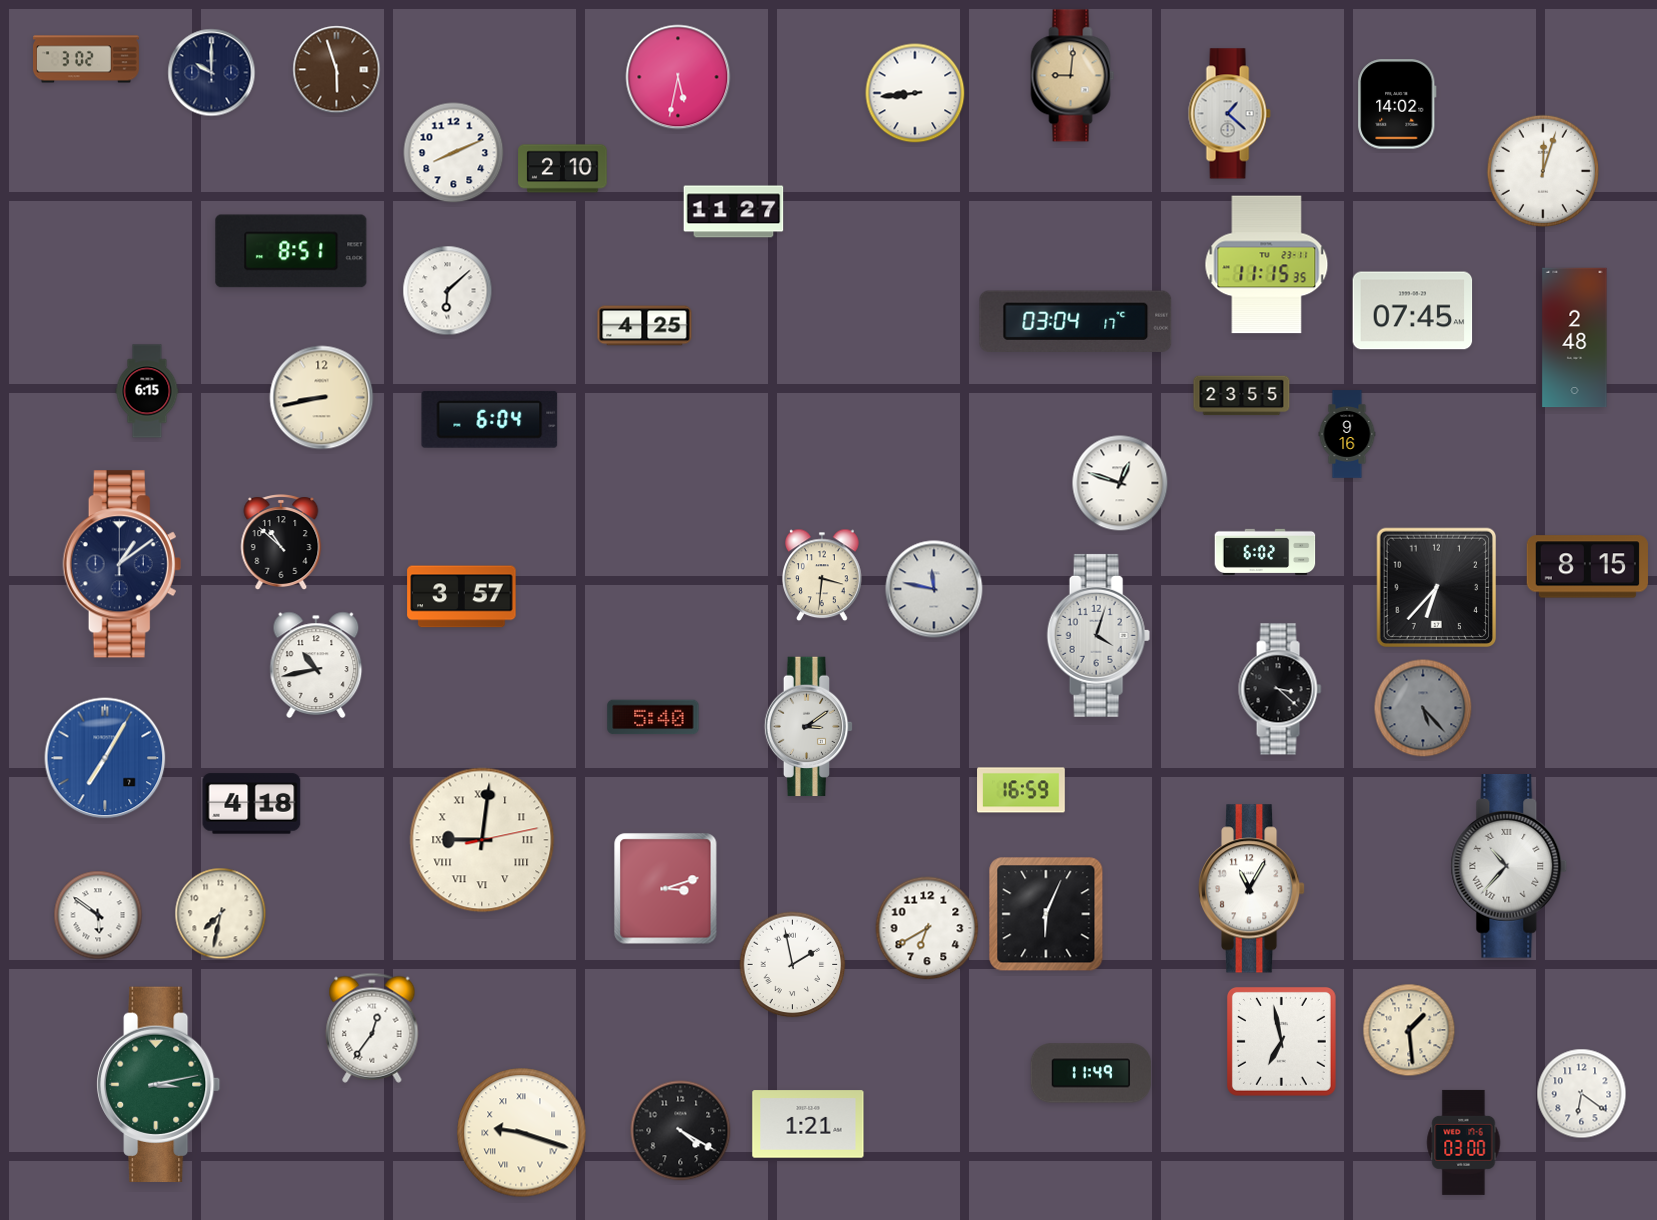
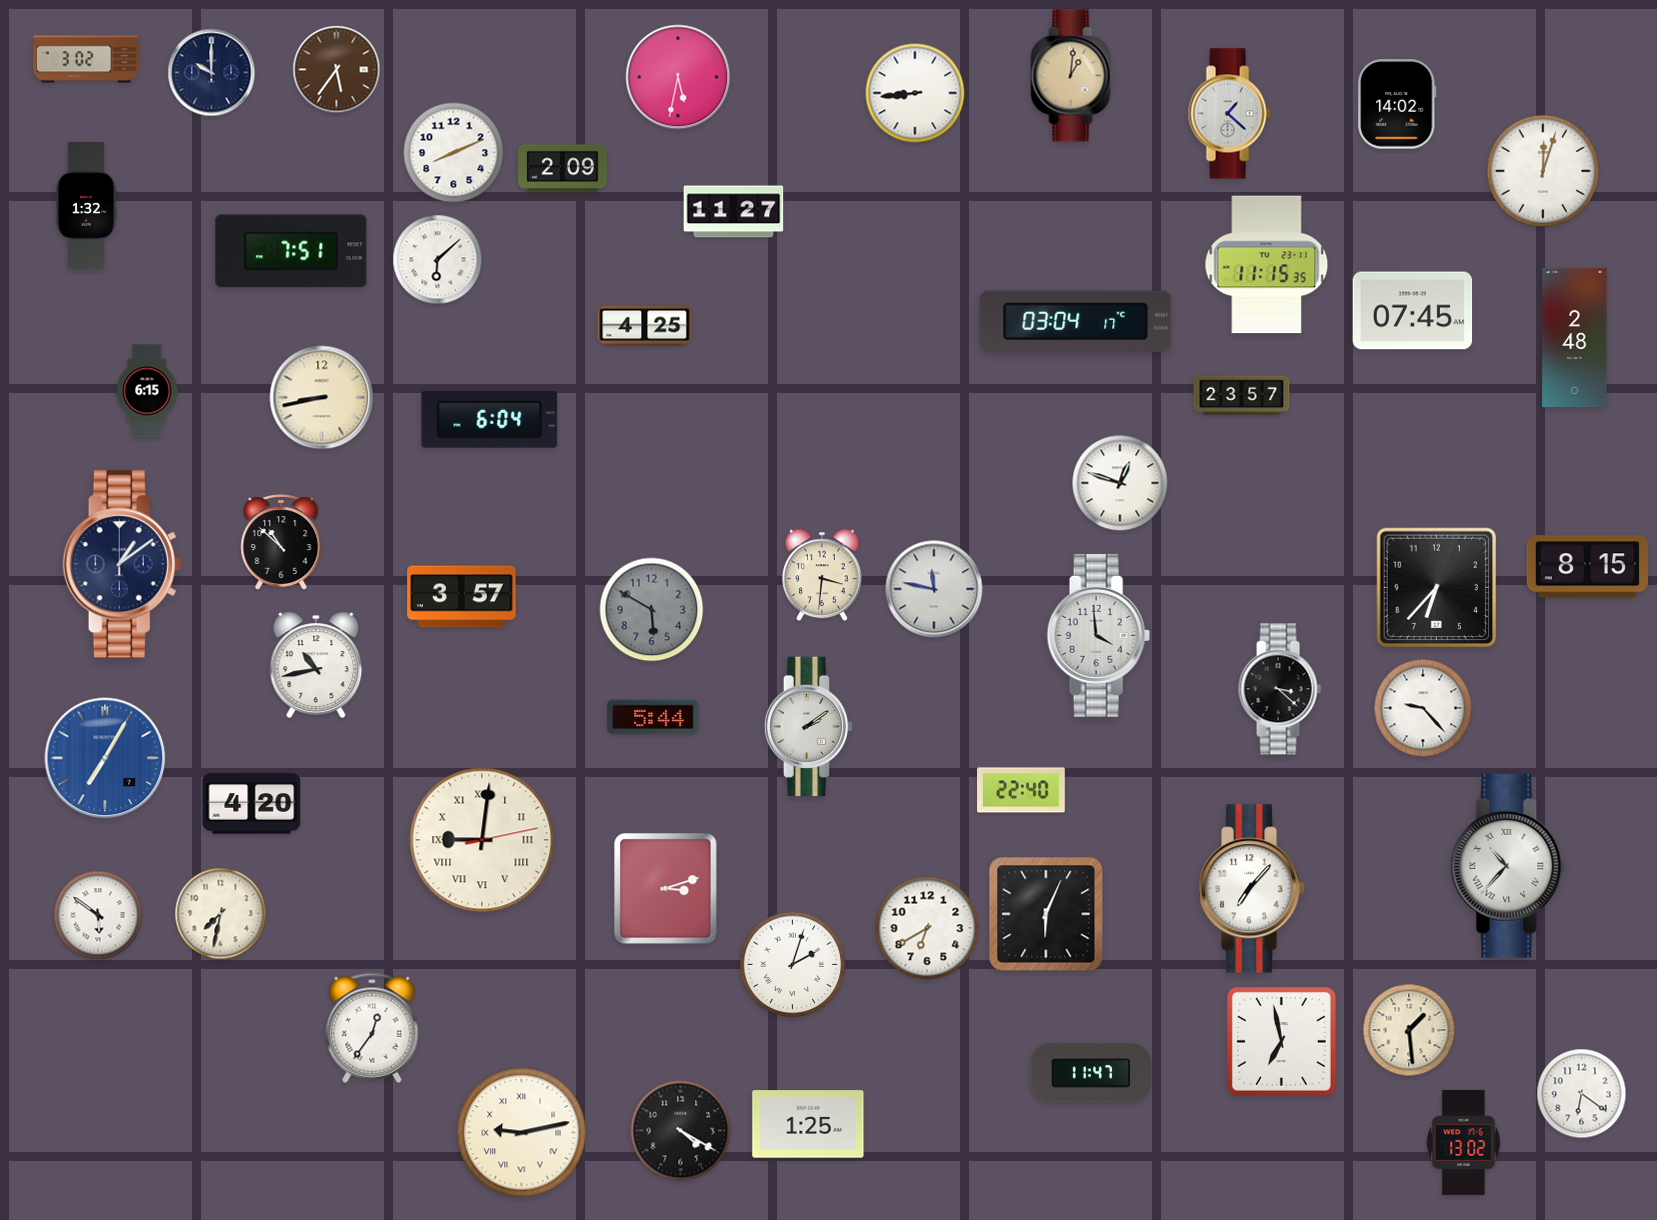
clock at (337, 70): 5:57 -> 5:36
clock at (1073, 76): 9:01 -> 1:01
clock at (563, 169): 2:10 -> 2:09
clock at (86, 206): none -> 1:32
clock at (291, 251): 8:51 -> 7:51
clock at (448, 291) position: (448, 291) -> (438, 260)
clock at (1242, 396): 23:55 -> 23:57
clock at (1347, 434): 9:16 -> none
clock at (1265, 552): 6:02 -> none
clock at (652, 610): none -> 5:50
clock at (1098, 635): 4:03 -> 3:59
clock at (1423, 708): 5:23 -> 9:23
clock at (1423, 708) dial: grey -> white
clock at (653, 717): 5:40 -> 5:44
clock at (809, 727): 3:09 -> 2:09
clock at (1021, 790): 16:59 -> 22:40
clock at (252, 804): 4:18 -> 4:20
clock at (1252, 889): 11:05 -> 7:07
clock at (793, 965): 1:58 -> 2:03
clock at (1091, 1073): 11:49 -> 11:47
clock at (159, 1084): 3:13 -> none
clock at (808, 1124): 1:21 -> 1:25
clock at (522, 1133): 9:18 -> 9:13
clock at (1464, 1142): 03:00 -> 13:02
